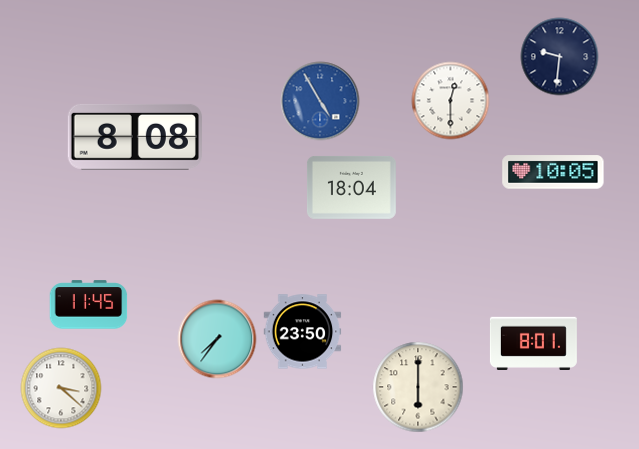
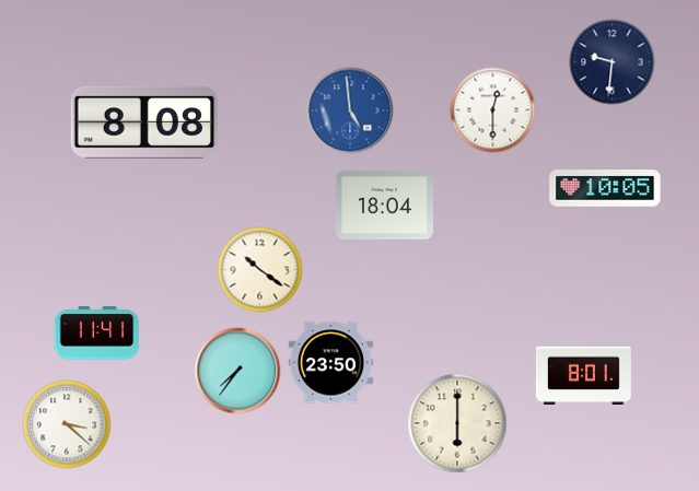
clock at (320, 101): 4:55 -> 4:59
clock at (134, 137) position: (134, 137) -> (143, 122)
clock at (259, 269): none -> 10:21
clock at (88, 305): 11:45 -> 11:41
